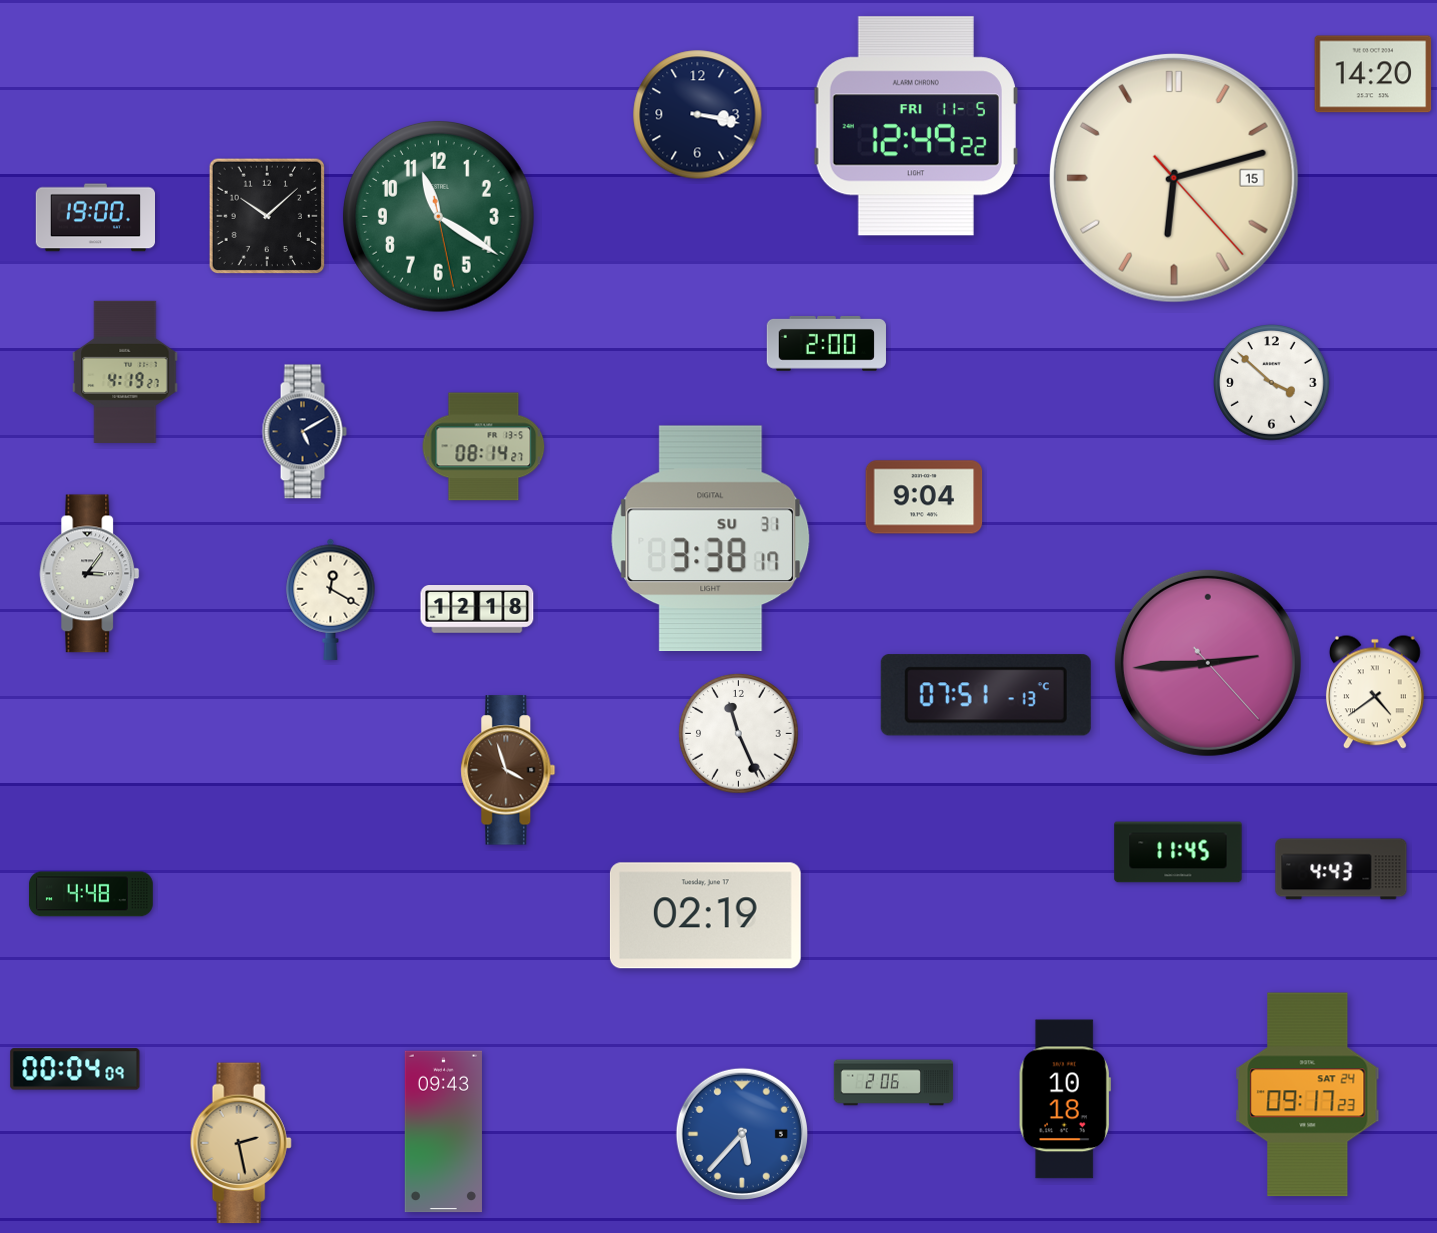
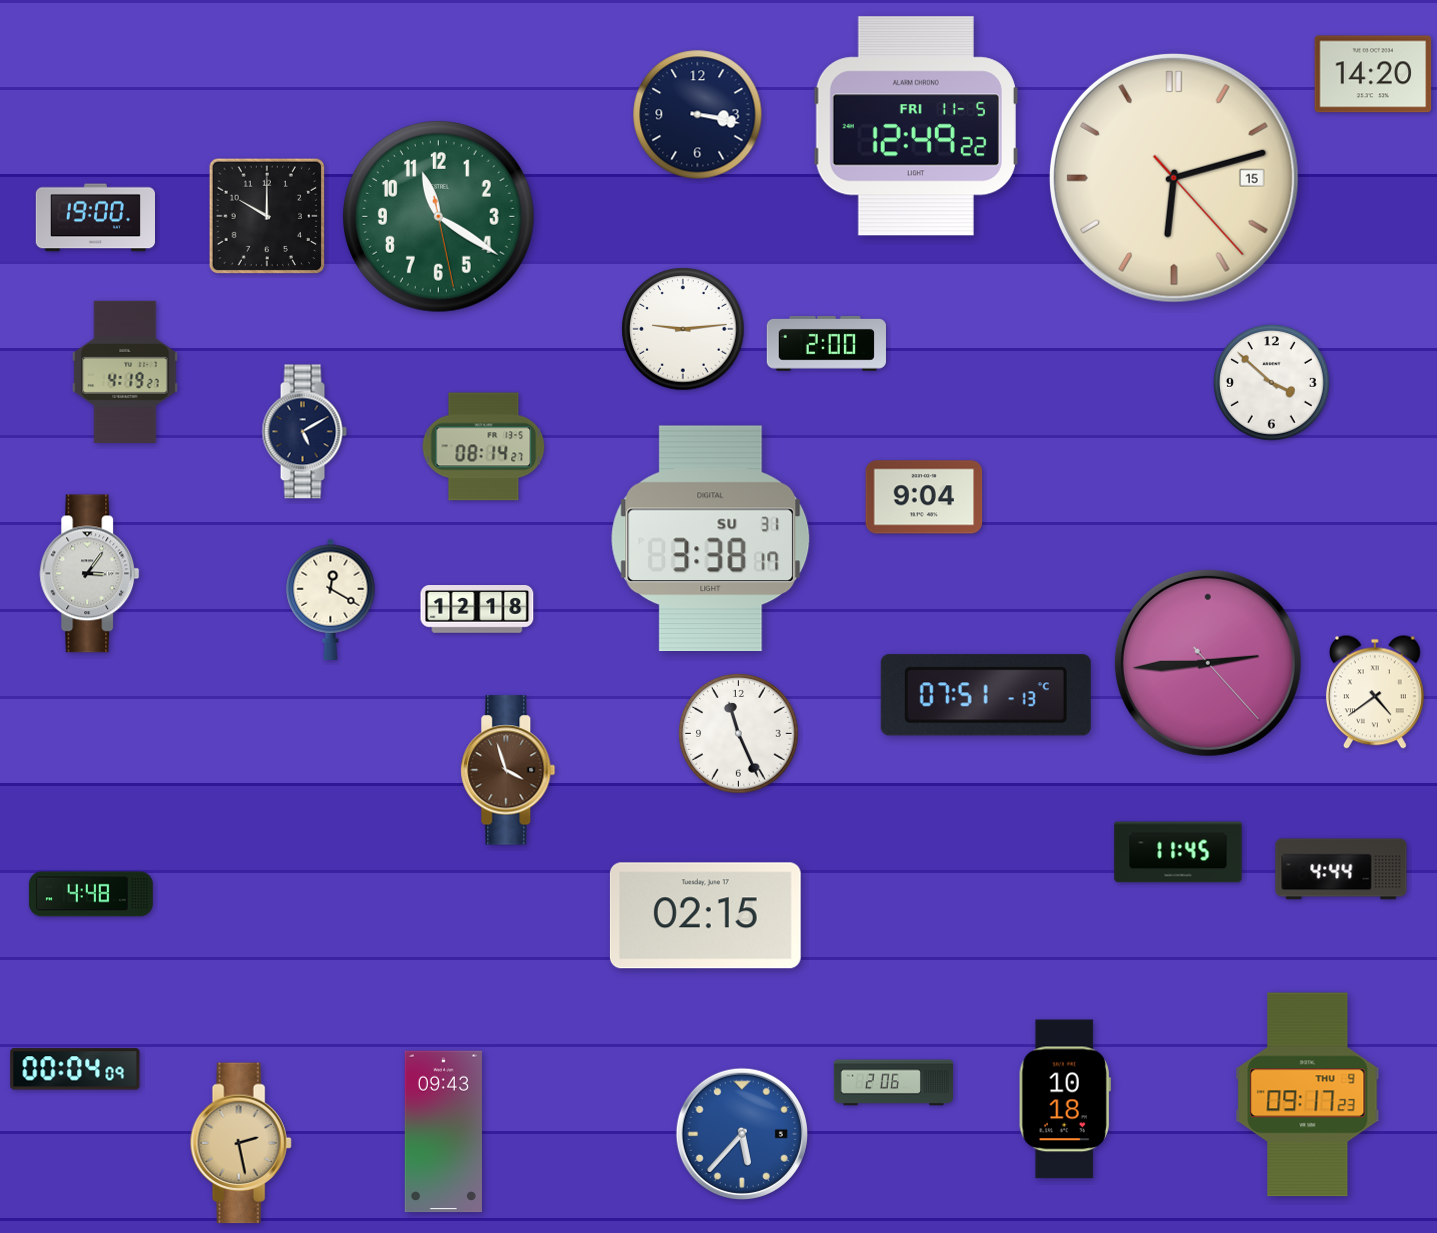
clock at (267, 216): 10:08 -> 10:00
clock at (683, 329): none -> 9:14
clock at (1341, 869): 4:43 -> 4:44
clock at (705, 916): 02:19 -> 02:15
clock at (1308, 1095) date: SAT 24 -> THU 9
